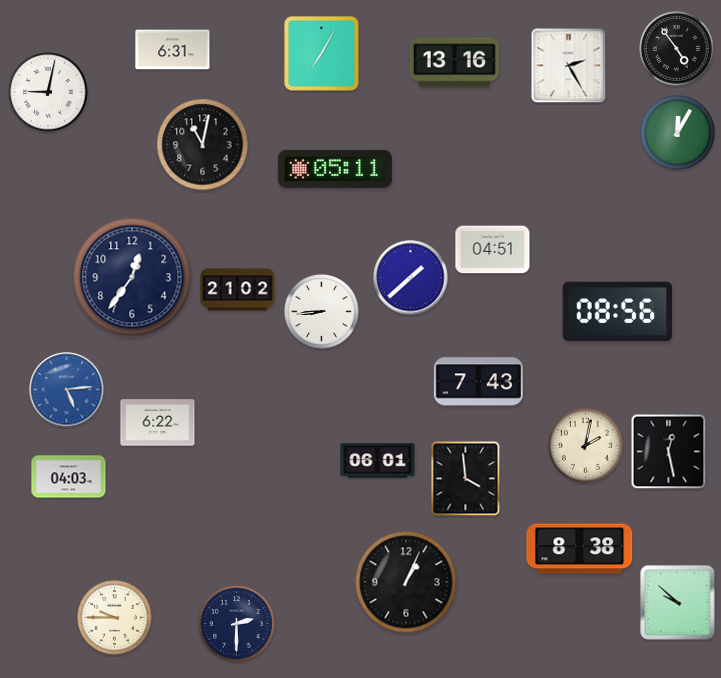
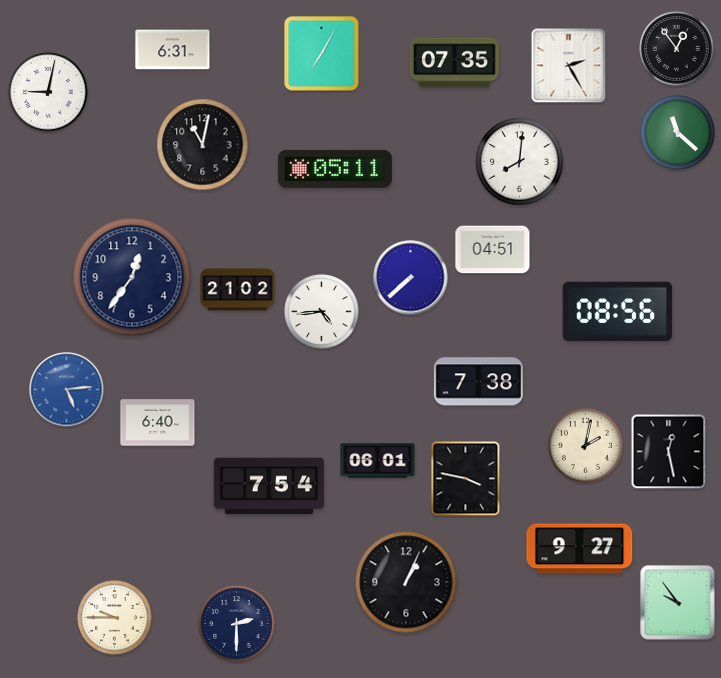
clock at (677, 49): 4:54 -> 12:54
clock at (454, 63): 13:16 -> 07:35
clock at (678, 133): 12:05 -> 11:22
clock at (520, 162): none -> 8:01
clock at (411, 278): 1:38 -> 7:38
clock at (322, 312): 8:44 -> 4:44
clock at (478, 382): 7:43 -> 7:38
clock at (158, 423): 6:22 -> 6:40
clock at (69, 477): 04:03 -> none
clock at (466, 479): 3:59 -> 3:47
clock at (269, 486): none -> 7:54
clock at (580, 549): 8:38 -> 9:27
clock at (678, 603): 9:52 -> 9:54
